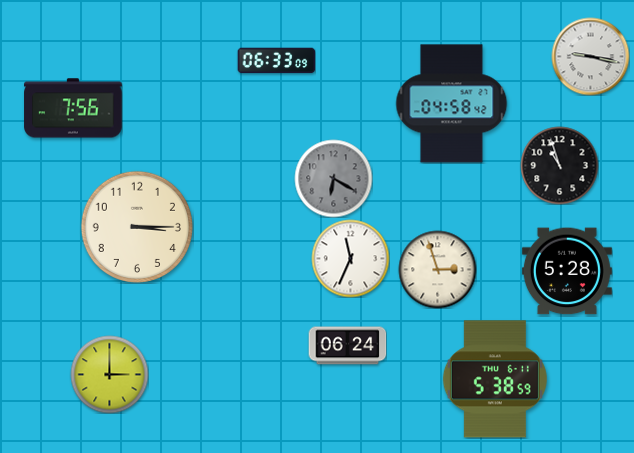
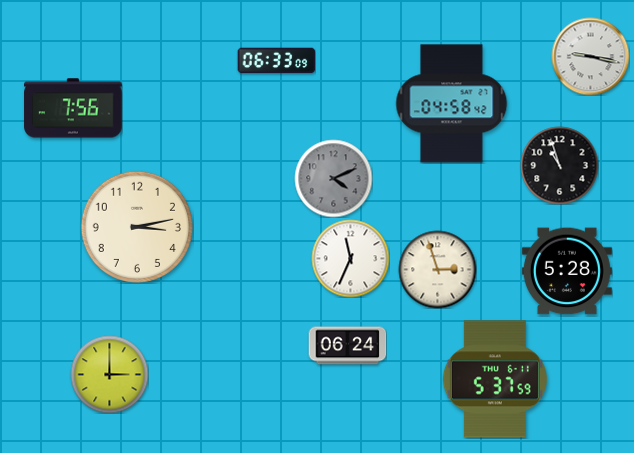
clock at (333, 178): 6:20 -> 4:11
clock at (137, 227): 3:15 -> 3:13
clock at (495, 379): 5:38 -> 5:37
